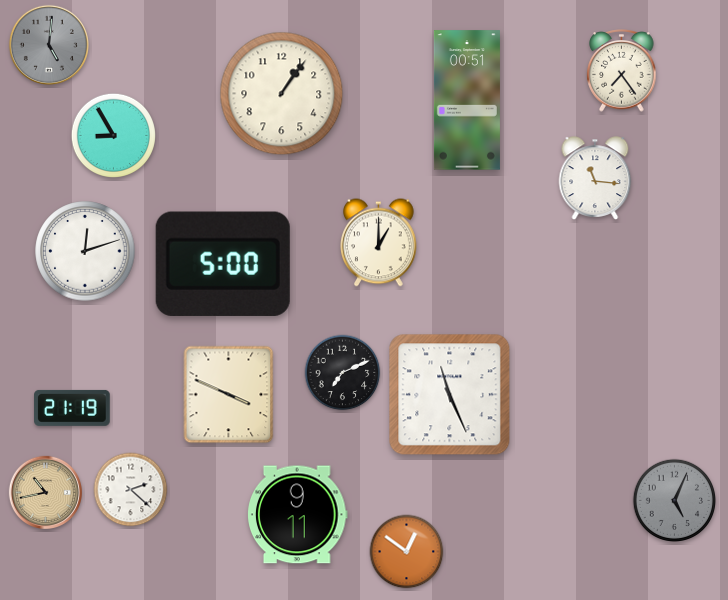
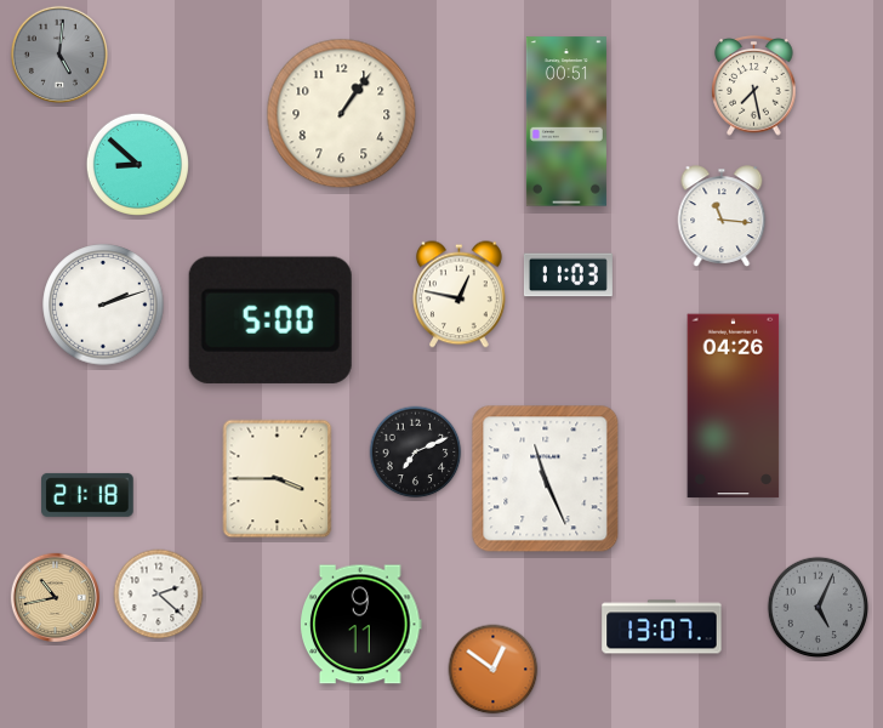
clock at (622, 71): 7:24 -> 7:28
clock at (113, 135): 8:55 -> 8:52
clock at (568, 275): none -> 11:03
clock at (379, 243): 1:00 -> 12:47
clock at (85, 251): 12:12 -> 2:12
clock at (734, 406): none -> 04:26
clock at (229, 395): 3:49 -> 3:45
clock at (72, 408): 21:19 -> 21:18
clock at (662, 627): none -> 13:07
